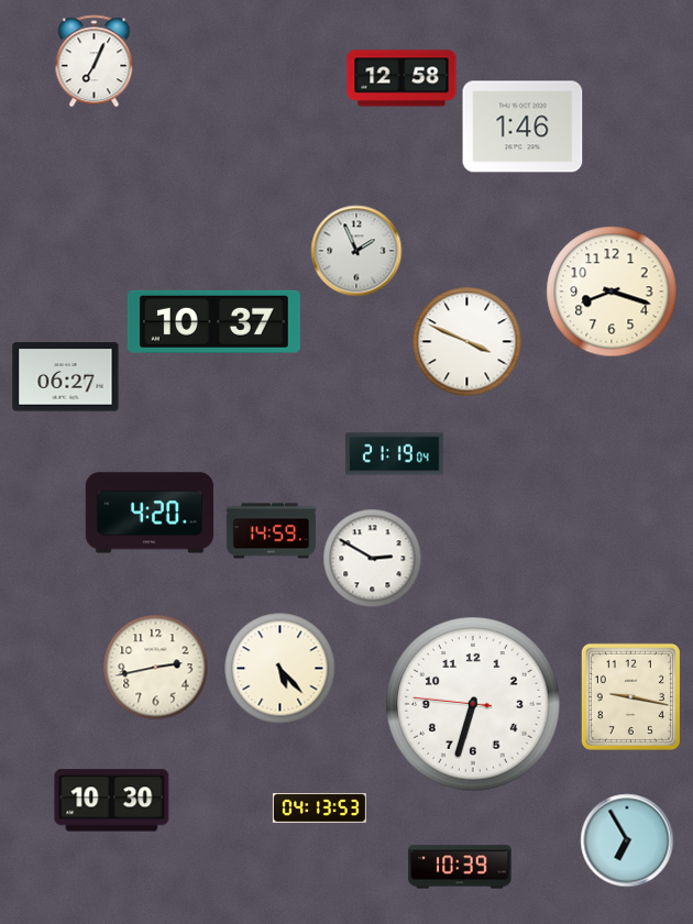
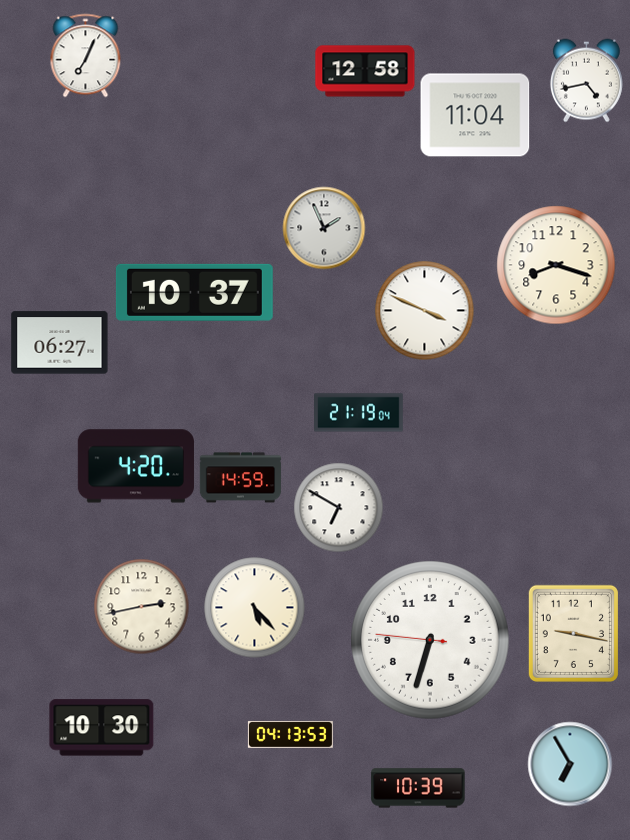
clock at (586, 81): none -> 4:43
clock at (522, 127): 1:46 -> 11:04
clock at (272, 531) position: (272, 531) -> (241, 478)
clock at (373, 559): 2:50 -> 6:50
